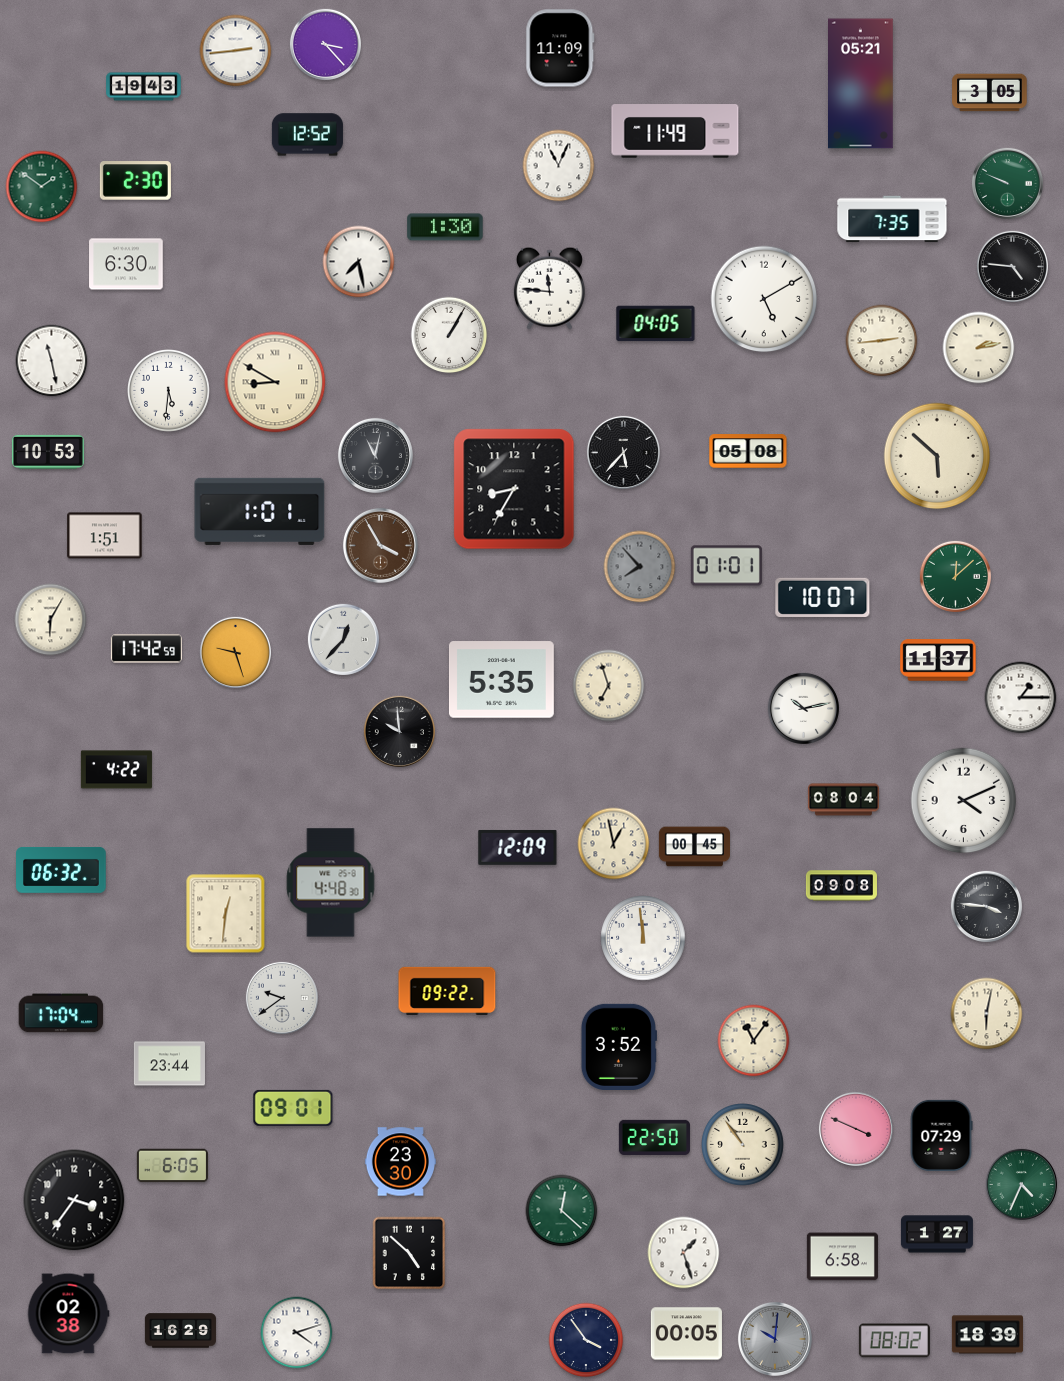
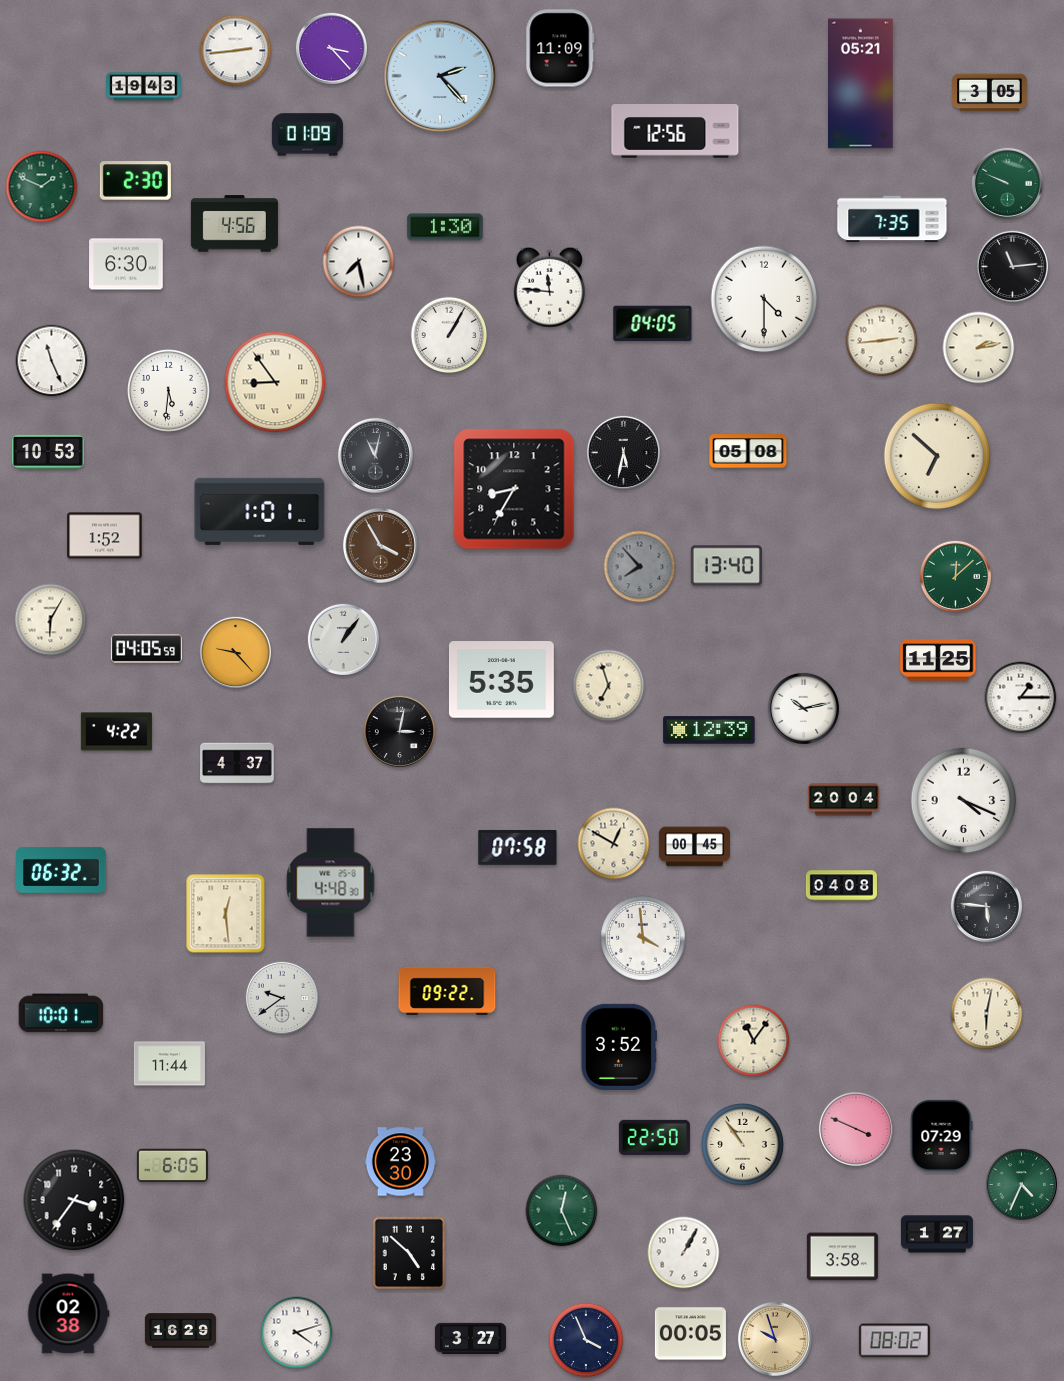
clock at (325, 44) position: (325, 44) -> (331, 48)
clock at (440, 76): none -> 2:23
clock at (675, 131): 11:49 -> 12:56
clock at (307, 135): 12:52 -> 01:09
clock at (559, 166): 11:04 -> none
clock at (42, 187): 1:51 -> 1:49
clock at (234, 224): none -> 4:56
clock at (1012, 266): 4:46 -> 11:14
clock at (764, 299): 5:10 -> 4:30
clock at (656, 324) position: (656, 324) -> (653, 324)
clock at (52, 361): 11:28 -> 11:26
clock at (275, 382): 8:50 -> 8:54
clock at (623, 452): 5:37 -> 5:32
clock at (937, 456): 5:52 -> 6:52
clock at (105, 536): 1:51 -> 1:52
clock at (726, 566): 01:01 -> 13:40
clock at (823, 597): 10:07 -> none
clock at (343, 639): 12:37 -> 1:06
clock at (146, 649): 17:42 -> 04:05
clock at (235, 652): 9:27 -> 9:23
clock at (938, 660): 11:37 -> 11:25
clock at (709, 730): none -> 12:39
clock at (399, 731): 9:59 -> 3:02
clock at (237, 763): none -> 4:37
clock at (116, 770) position: (116, 770) -> (116, 732)
clock at (843, 800): 08:04 -> 20:04
clock at (964, 801): 4:11 -> 4:19
clock at (614, 844): 12:58 -> 12:50
clock at (518, 847): 12:09 -> 07:58
clock at (841, 886): 09:08 -> 04:08
clock at (986, 906): 3:46 -> 5:46
clock at (226, 914): 12:31 -> 12:29
clock at (643, 938): 11:59 -> 3:59
clock at (61, 1013): 17:04 -> 10:01
clock at (169, 1064): 23:44 -> 11:44
clock at (293, 1108): 09:01 -> none
clock at (562, 1211): 12:22 -> 12:26
clock at (684, 1253): 1:27 -> 1:05
clock at (842, 1257): 6:58 -> 3:58
clock at (686, 1334) position: (686, 1334) -> (690, 1334)
clock at (987, 1335): 18:39 -> none
clock at (470, 1338): none -> 3:27
clock at (775, 1339): 10:01 -> 9:57
clock at (775, 1339) dial: grey -> champagne
clock at (586, 1340): 3:54 -> 3:56
